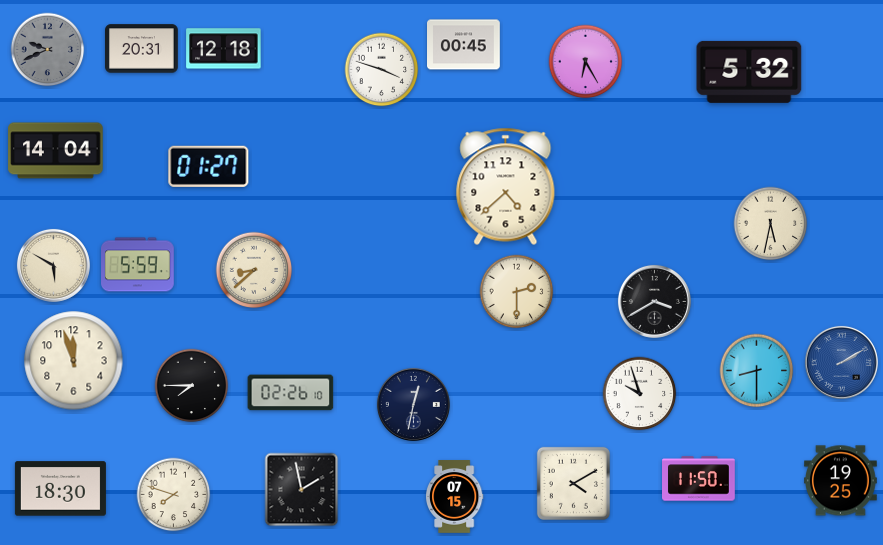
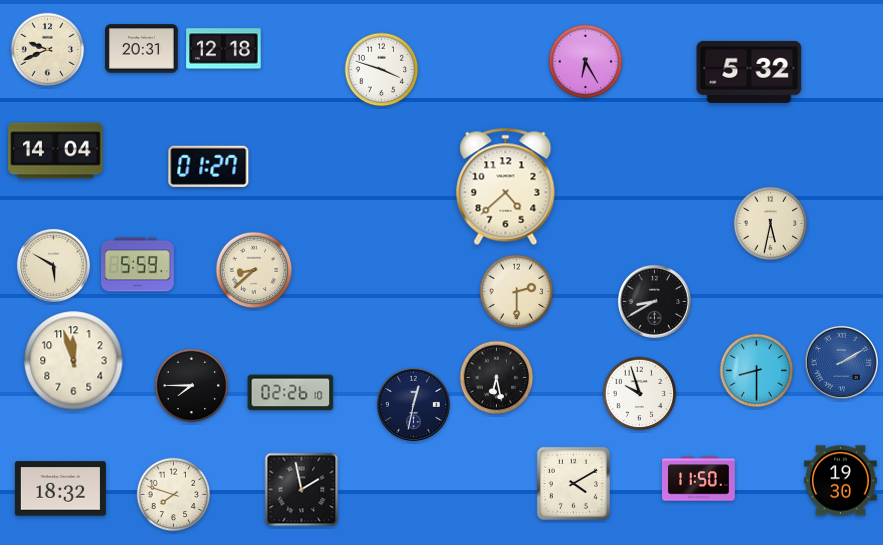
clock at (464, 45): 00:45 -> none
clock at (48, 50) dial: grey -> cream
clock at (654, 301): 3:40 -> 8:40
clock at (497, 378): none -> 6:28
clock at (841, 481): 19:25 -> 19:30
clock at (60, 489): 18:30 -> 18:32
clock at (455, 497): 07:15 -> none
